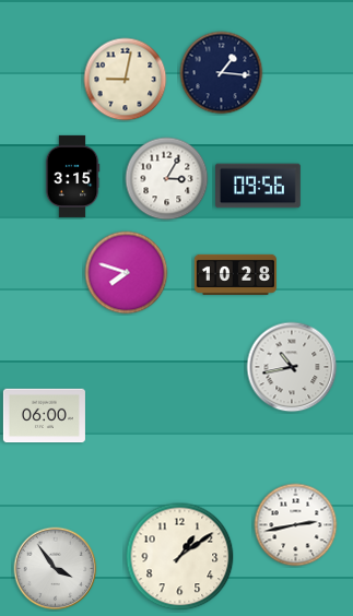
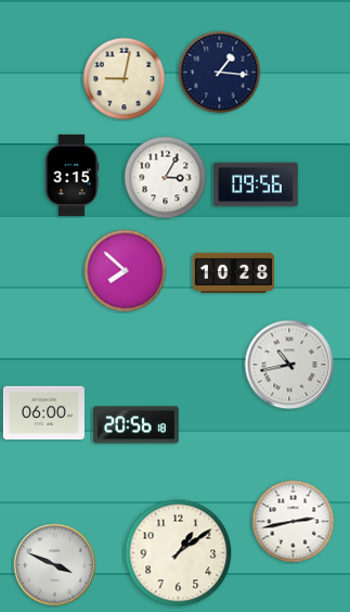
clock at (127, 273): 7:48 -> 7:52
clock at (137, 425): none -> 20:56
clock at (56, 569): 3:54 -> 3:49
